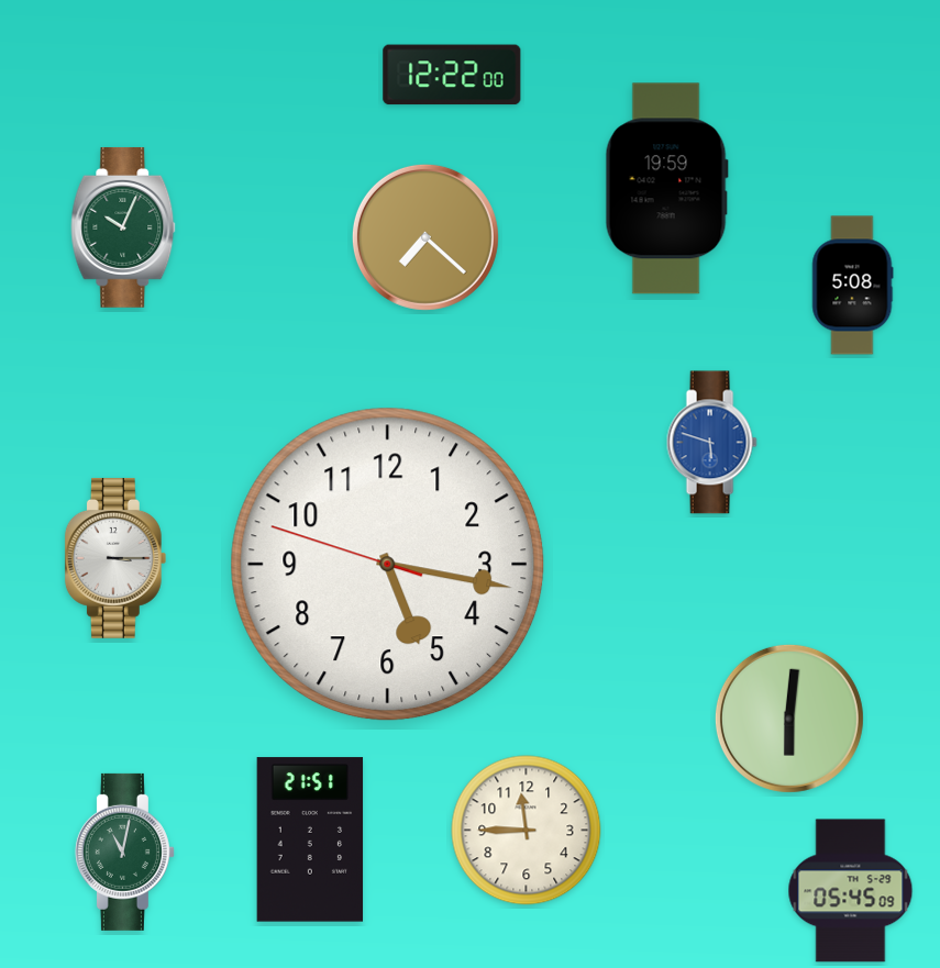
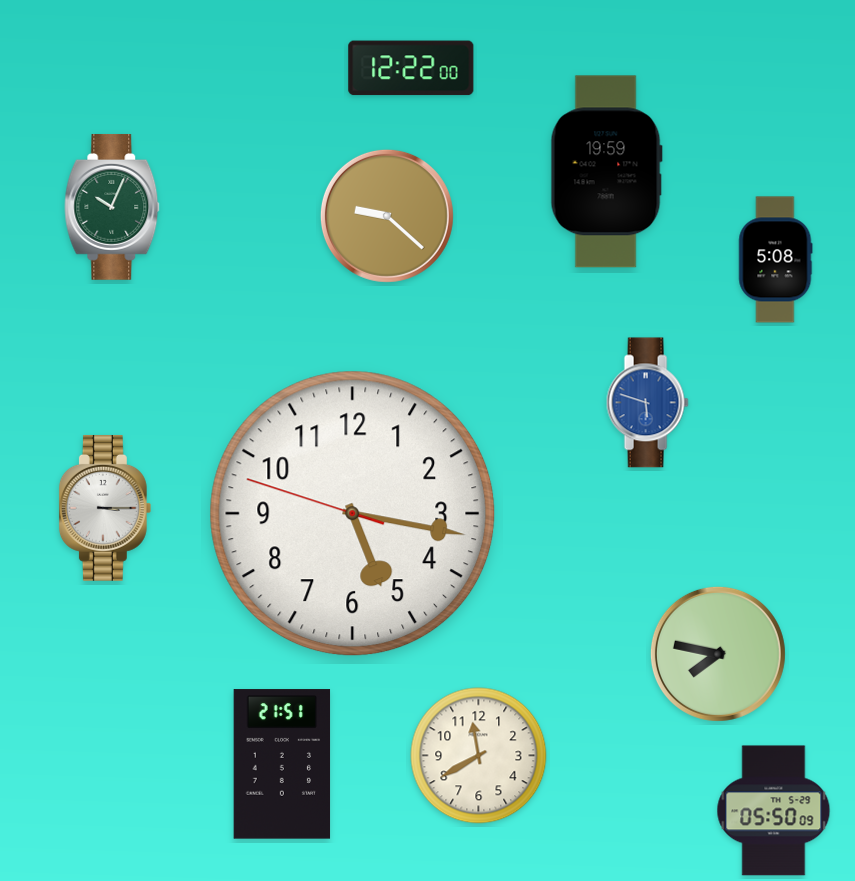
clock at (425, 237): 7:22 -> 9:22
clock at (789, 719): 6:01 -> 7:47
clock at (527, 831): 11:45 -> 11:40
clock at (124, 852): 11:02 -> none
clock at (851, 891): 05:45 -> 05:50
